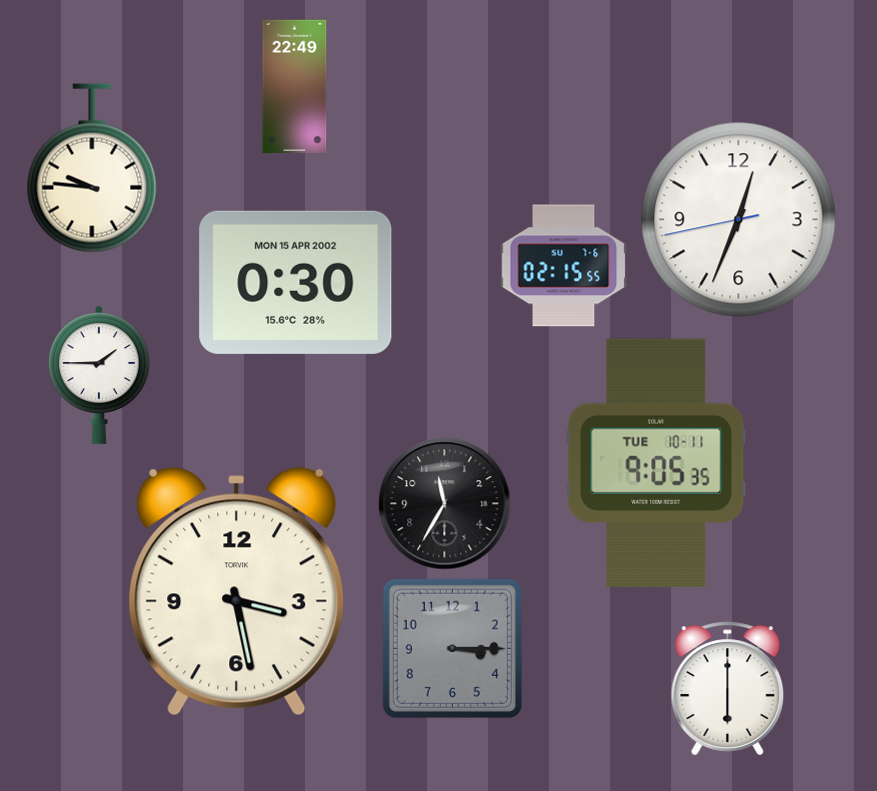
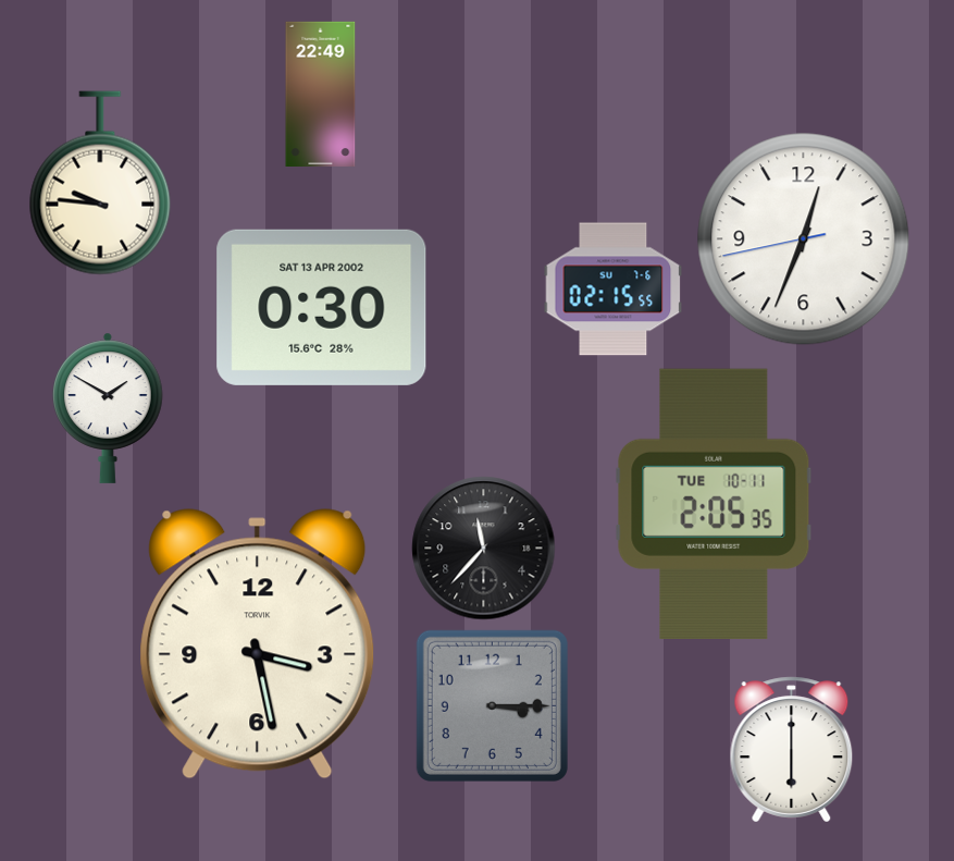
clock at (296, 282) date: MON 15 APR 2002 -> SAT 13 APR 2002
clock at (100, 375): 1:45 -> 1:50
clock at (656, 463): 9:05 -> 2:05
clock at (445, 504): 11:35 -> 11:37
